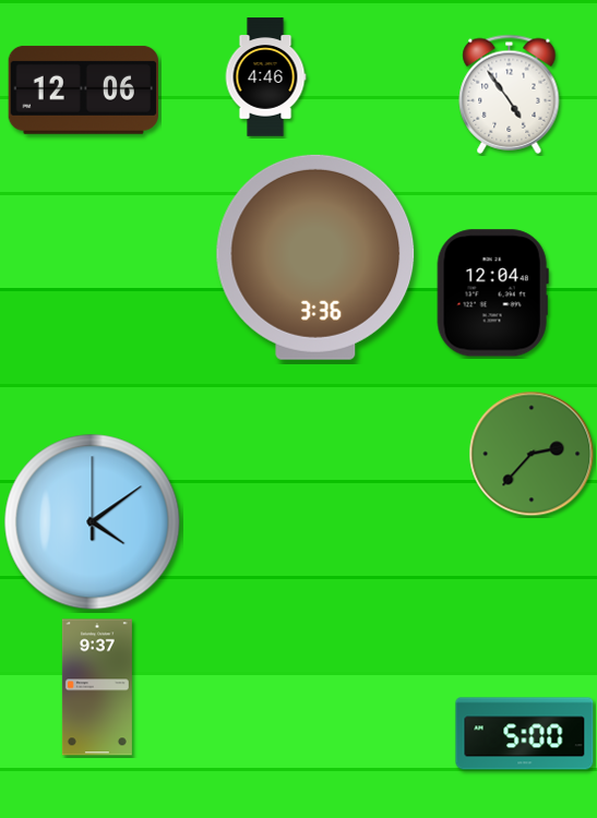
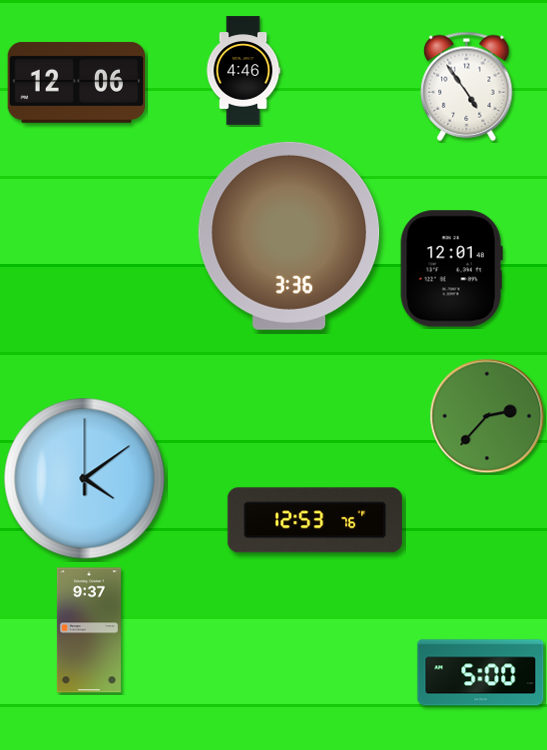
clock at (492, 293): 12:04 -> 12:01
clock at (315, 520): none -> 12:53
